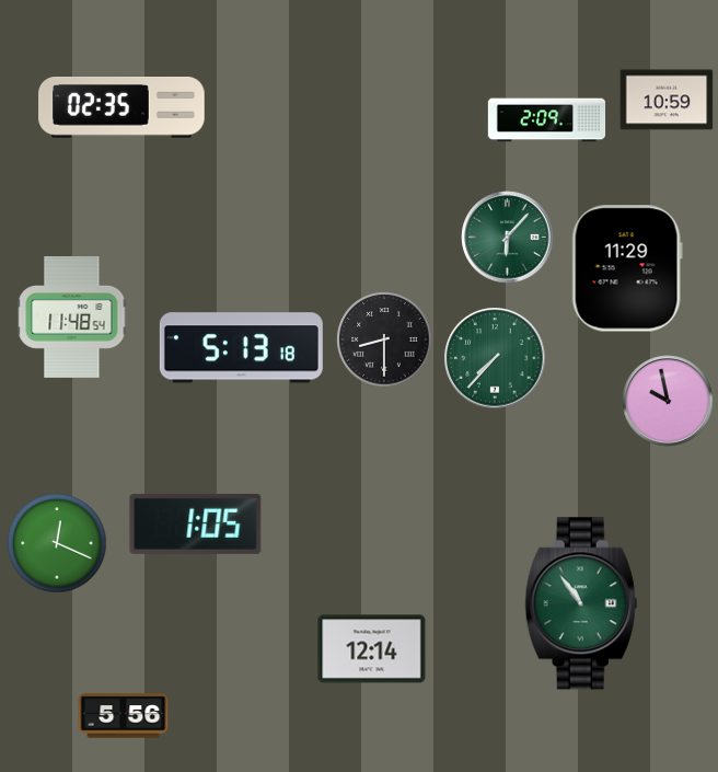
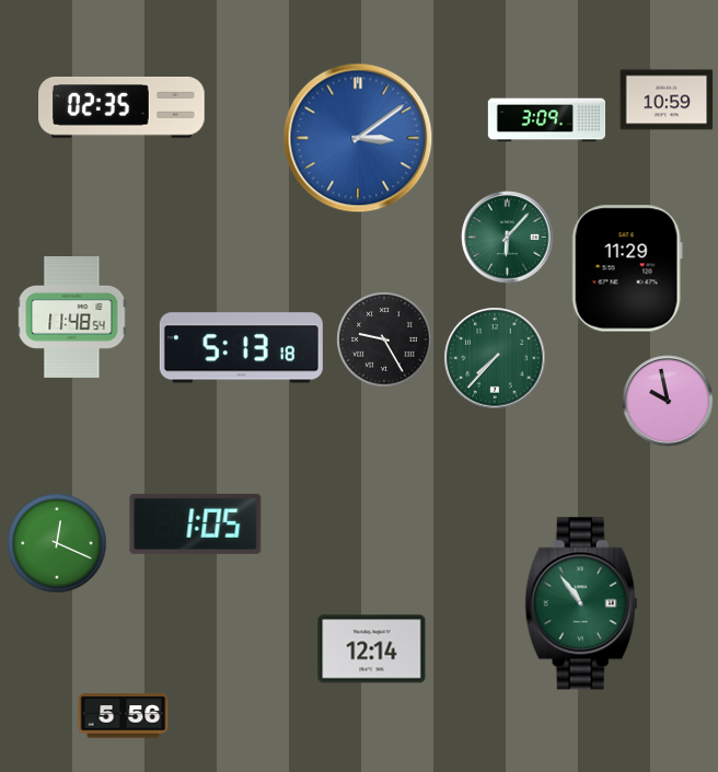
clock at (547, 120): 2:09 -> 3:09
clock at (358, 138): none -> 3:09
clock at (384, 339): 8:30 -> 9:25
